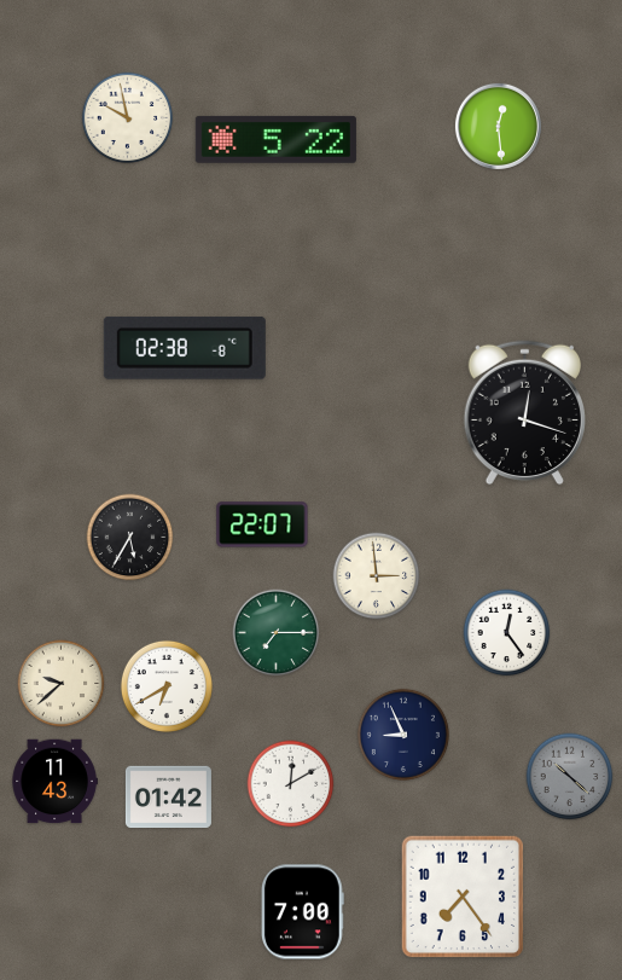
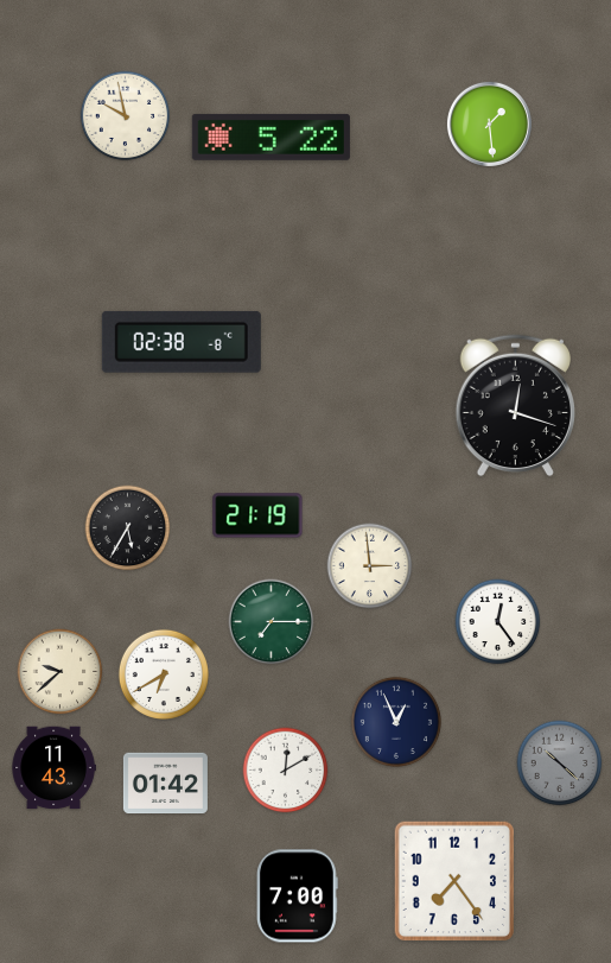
clock at (498, 126): 12:29 -> 1:29
clock at (262, 524): 22:07 -> 21:19
clock at (403, 735): 8:56 -> 12:56
